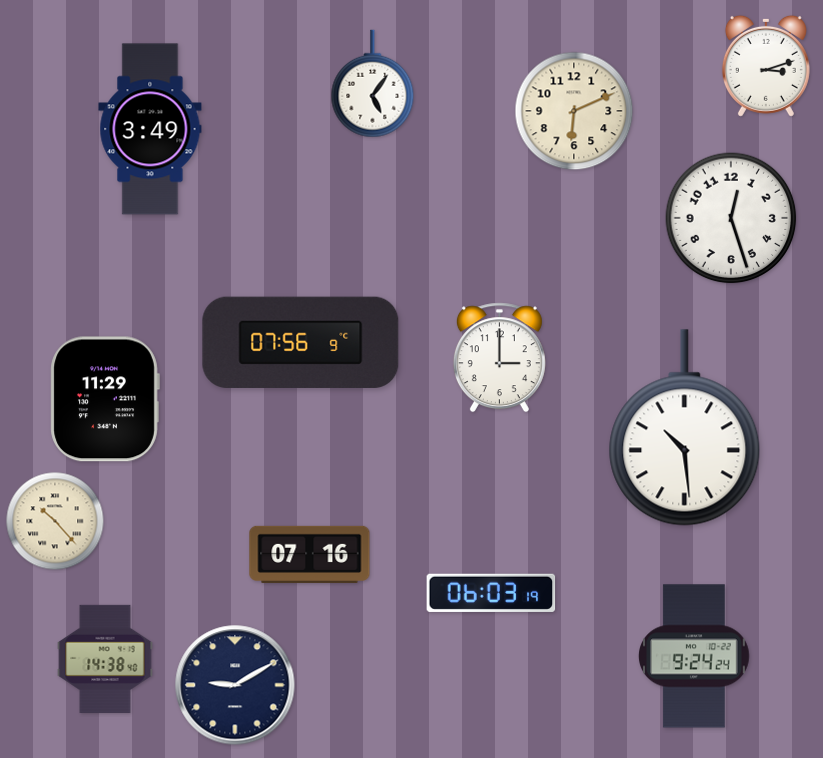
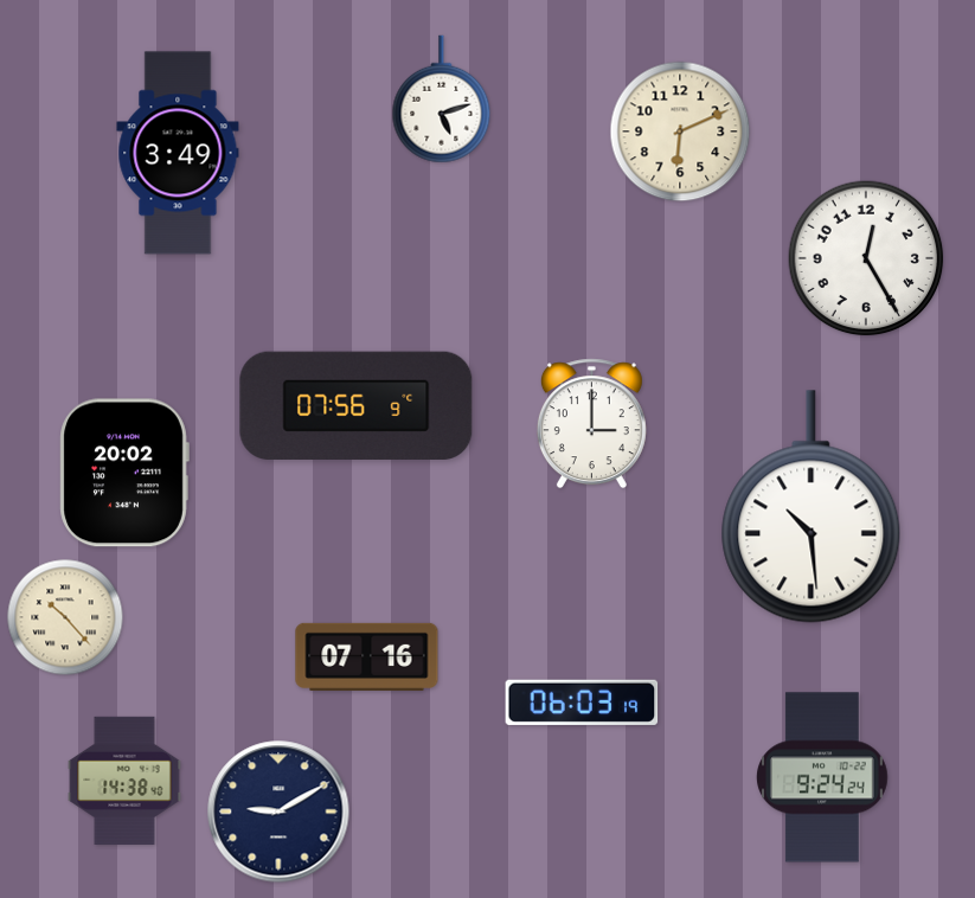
clock at (766, 66): 3:12 -> none
clock at (373, 84): 5:06 -> 5:12
clock at (731, 218): 12:27 -> 12:25
clock at (105, 399): 11:29 -> 20:02
